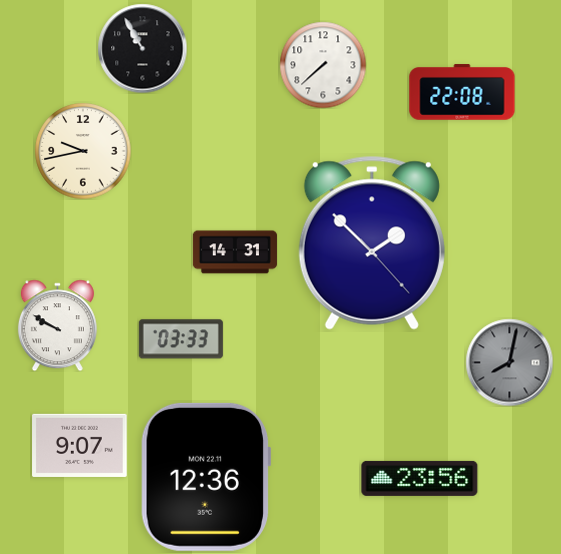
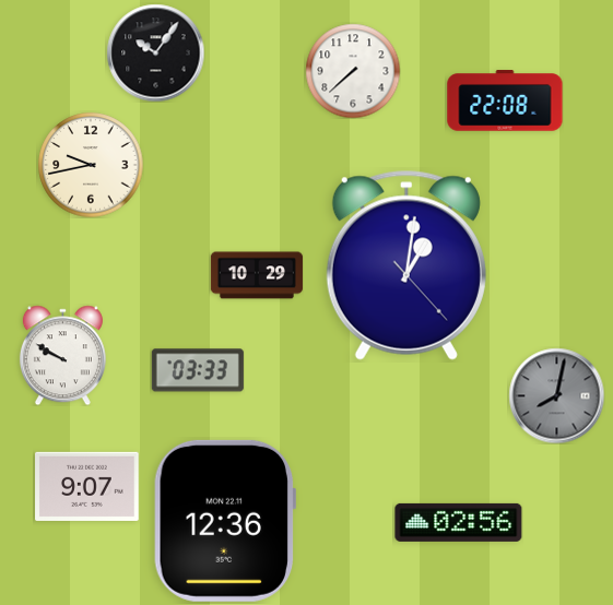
clock at (142, 48): 10:55 -> 10:06
clock at (372, 243): 1:52 -> 1:01
clock at (235, 252): 14:31 -> 10:29
clock at (420, 478): 23:56 -> 02:56
